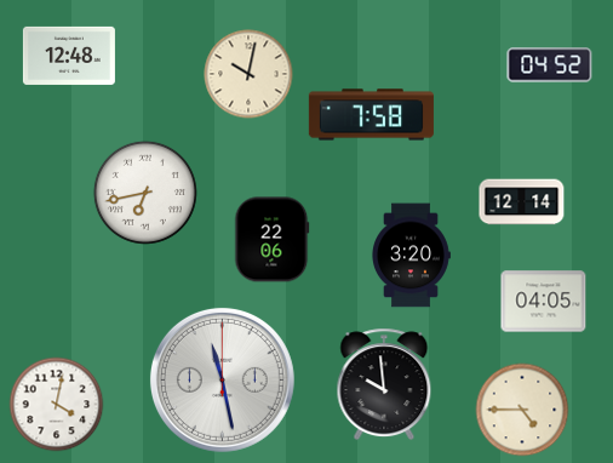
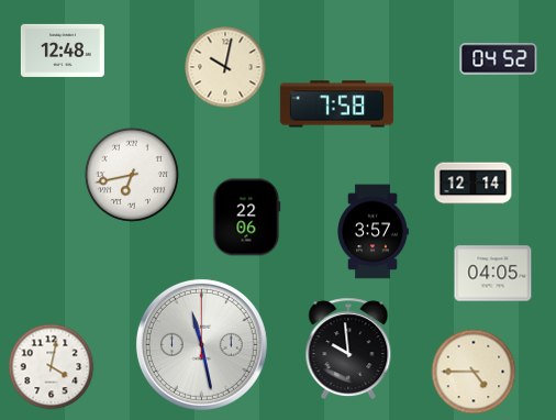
clock at (412, 256): 3:20 -> 3:57
